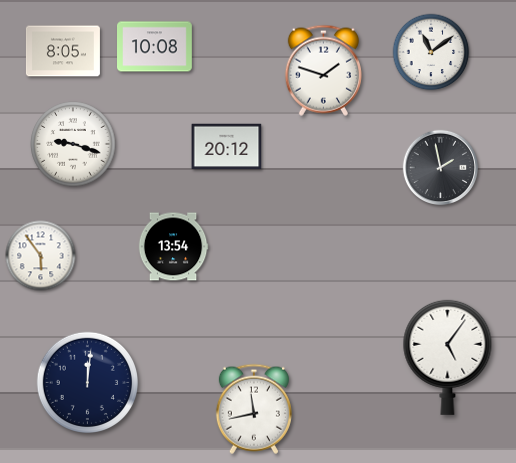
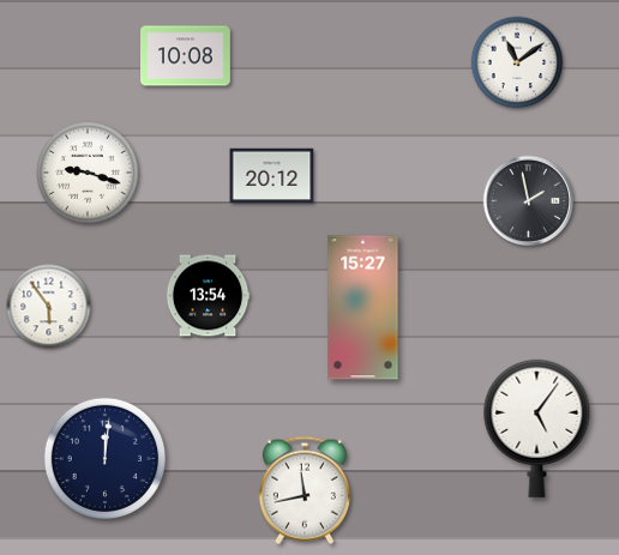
clock at (63, 51): 8:05 -> none
clock at (323, 70): 1:48 -> none
clock at (363, 308): none -> 15:27
